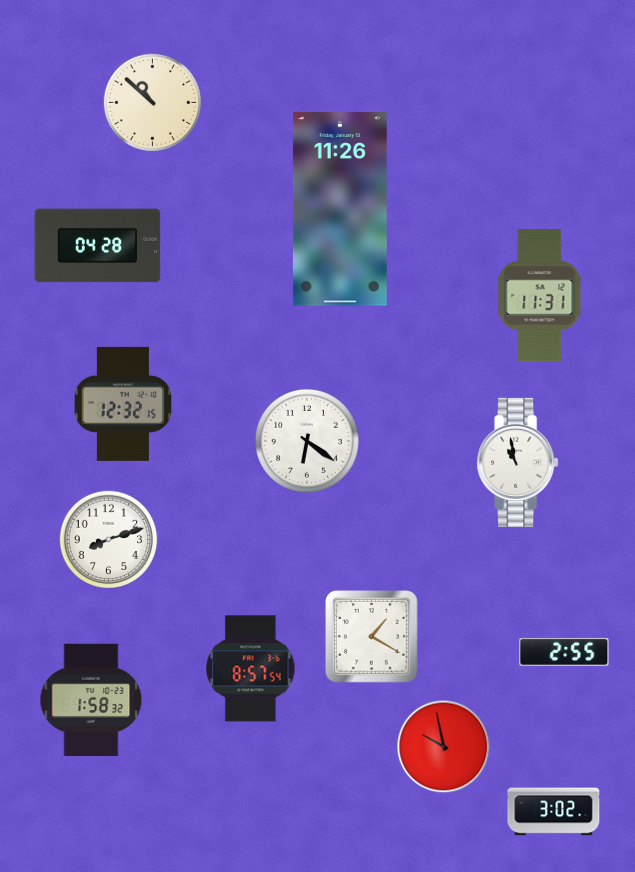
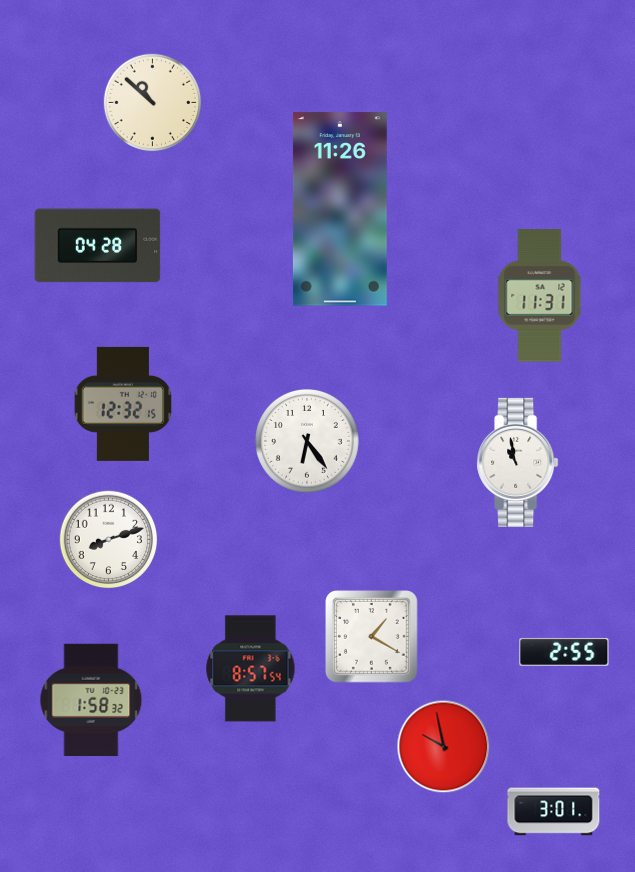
clock at (307, 441): 6:21 -> 6:24
clock at (554, 812): 3:02 -> 3:01
